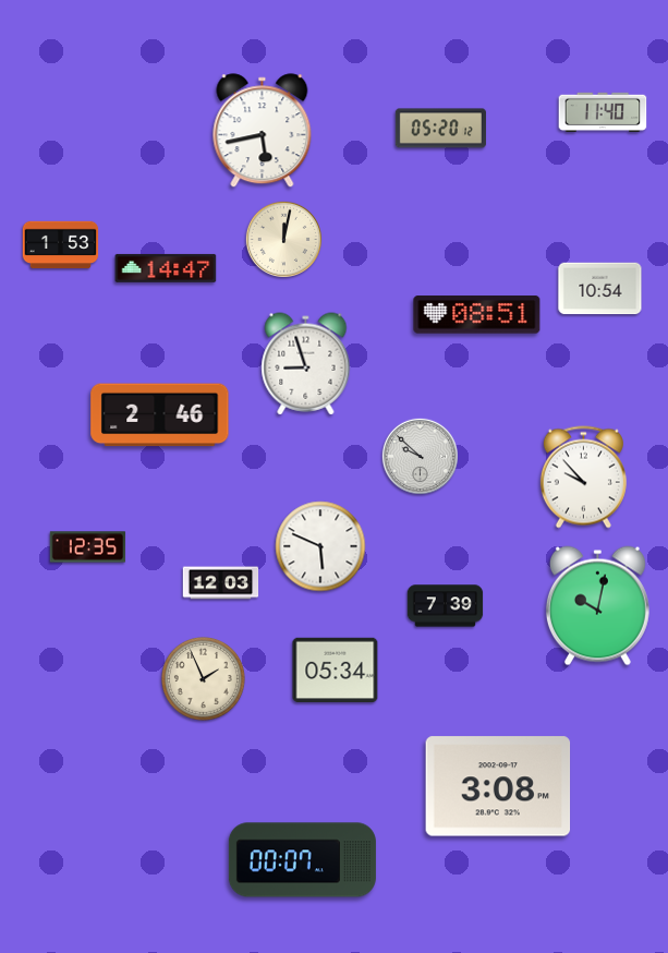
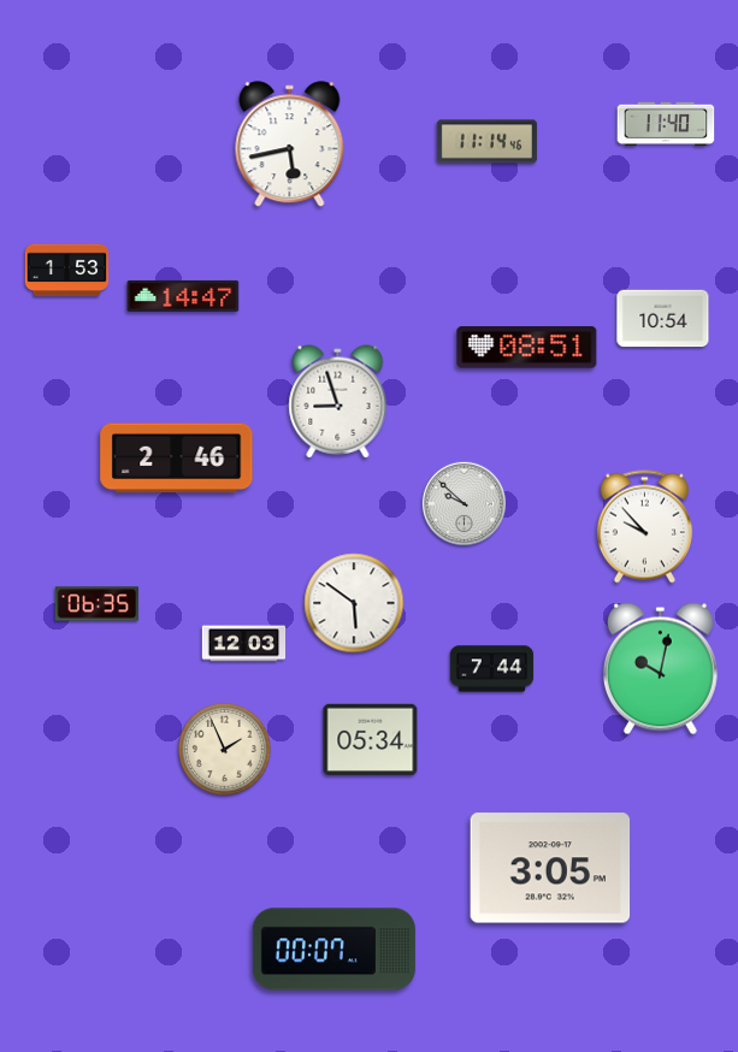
clock at (440, 129): 05:20 -> 11:14
clock at (283, 239): 12:02 -> none
clock at (320, 546): 5:49 -> 5:51
clock at (88, 547): 12:35 -> 06:35
clock at (446, 606): 7:39 -> 7:44
clock at (498, 786): 3:08 -> 3:05
